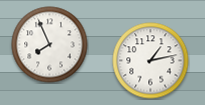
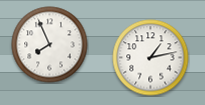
clock at (151, 61) position: (151, 61) -> (151, 58)
